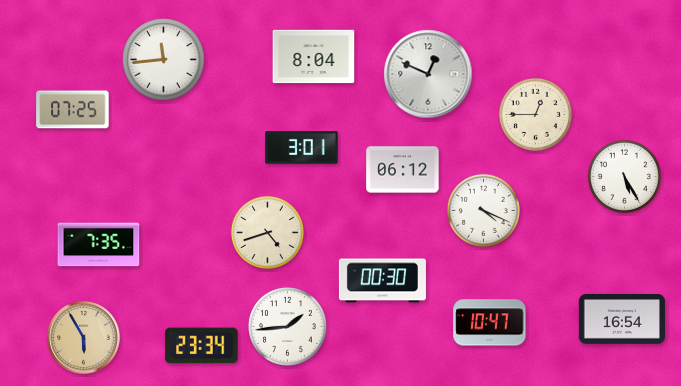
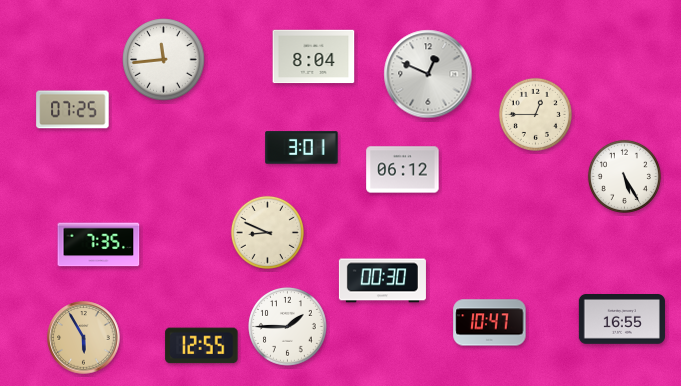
clock at (483, 210): 4:19 -> none
clock at (267, 232): 4:42 -> 8:49
clock at (622, 320): 16:54 -> 16:55
clock at (288, 327): 1:44 -> 1:45
clock at (202, 346): 23:34 -> 12:55
